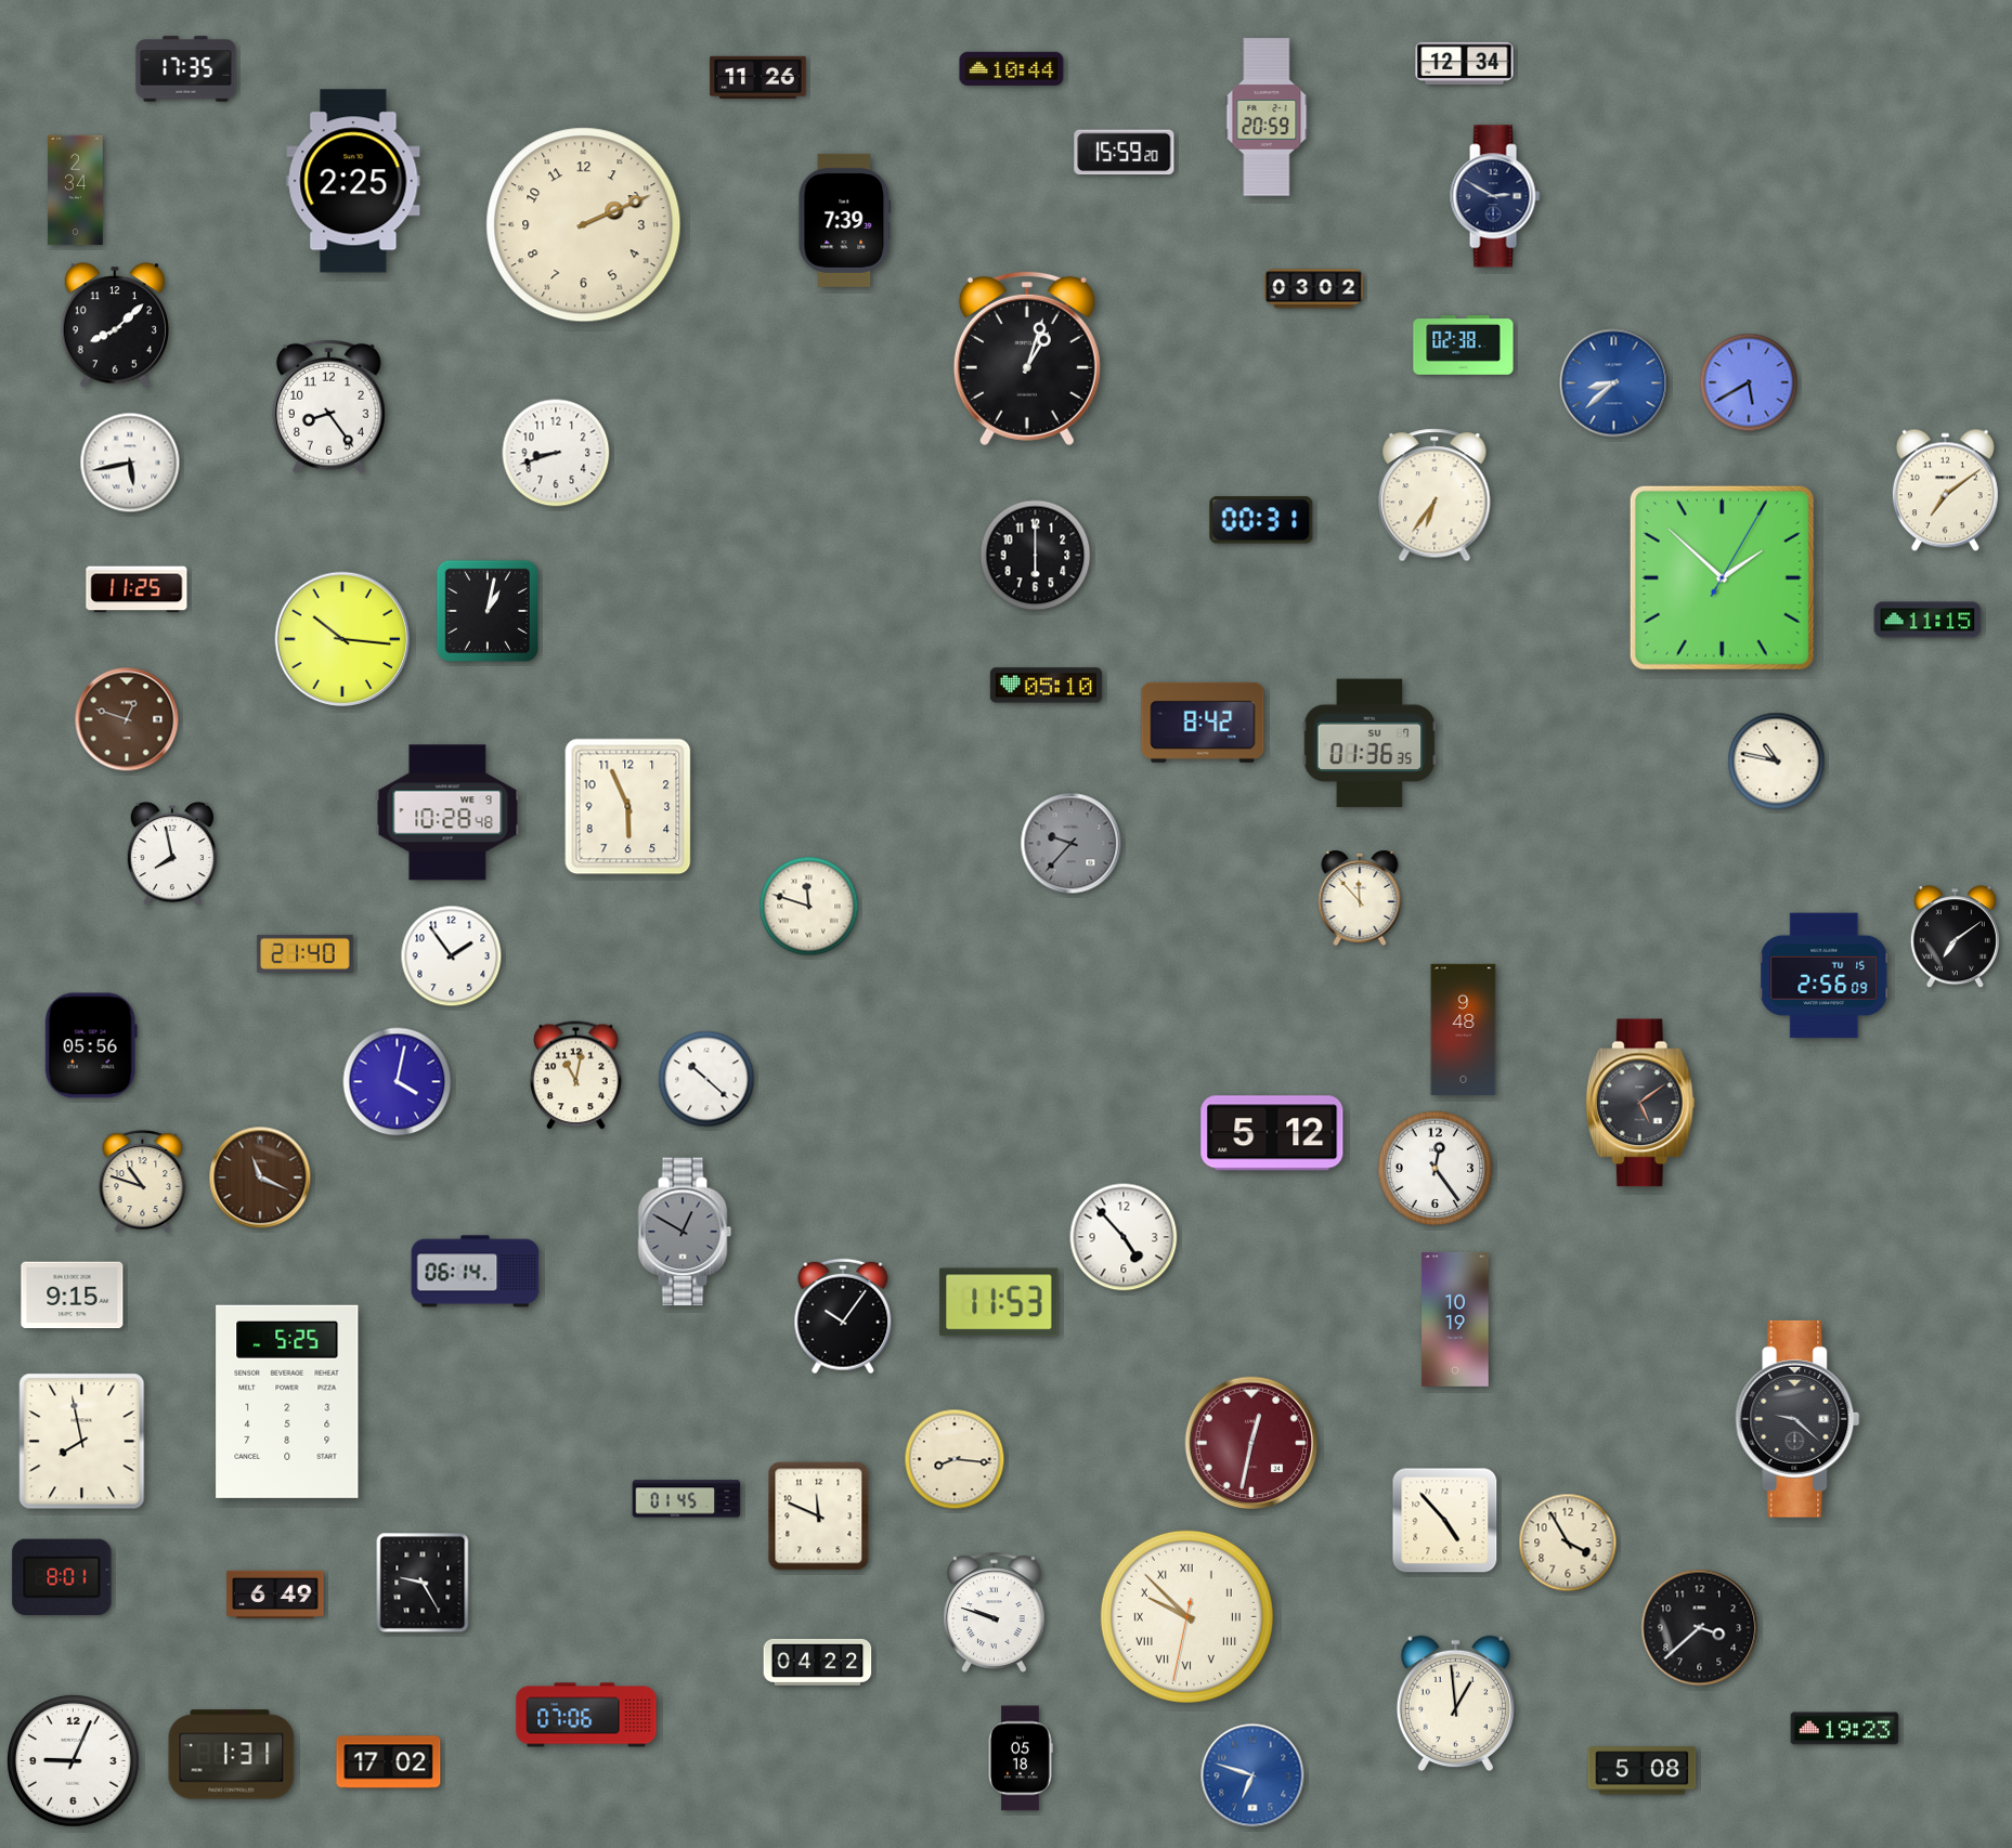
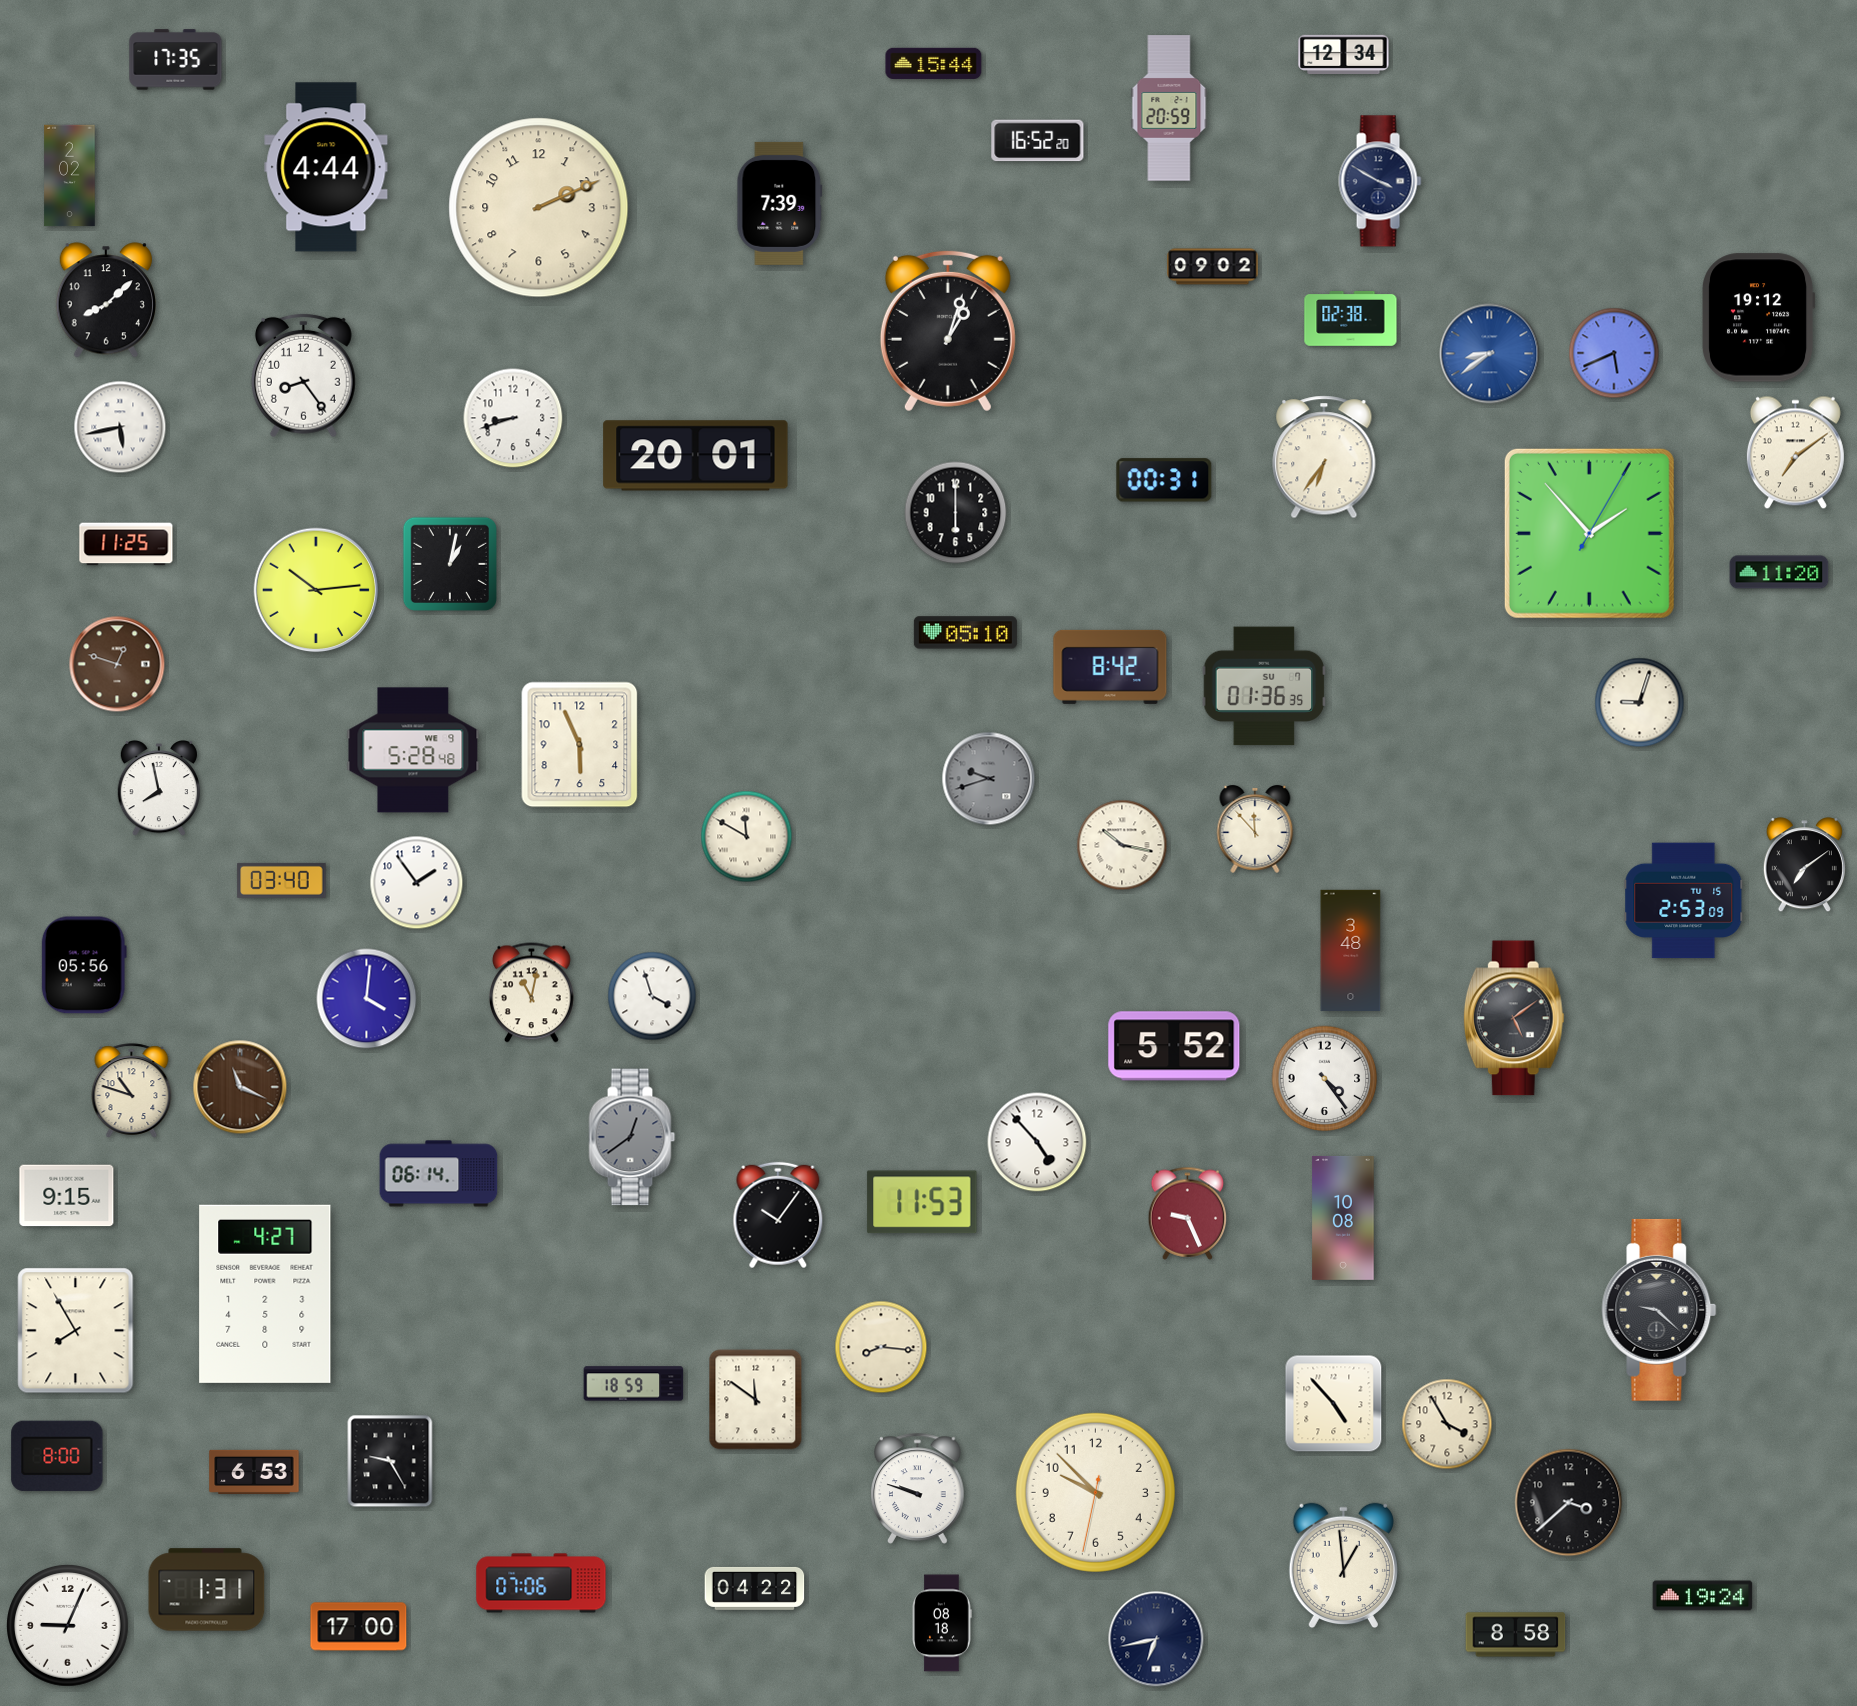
clock at (1465, 63) position: (1465, 63) -> (1344, 54)
clock at (1012, 68): 10:44 -> 15:44
clock at (186, 69) position: (186, 69) -> (176, 60)
clock at (758, 77): 11:26 -> none
clock at (1125, 153): 15:59 -> 16:52
clock at (353, 181): 2:25 -> 4:44
clock at (76, 191): 2:34 -> 2:02
clock at (1495, 196): 2:50 -> 3:50
clock at (1314, 289): 03:02 -> 09:02
clock at (1758, 318): none -> 19:12
clock at (1749, 382): 5:40 -> 5:41
clock at (1614, 383): 8:38 -> 8:39
clock at (696, 456): none -> 20:01
clock at (1722, 577): 1:52 -> 1:53
clock at (1927, 620): 11:15 -> 11:20
clock at (342, 639): 10:16 -> 10:14
clock at (1777, 762): 10:47 -> 9:03
clock at (447, 812): 10:28 -> 5:28
clock at (1072, 844): 9:37 -> 9:42
clock at (809, 907): 11:48 -> 11:50
clock at (1122, 845): none -> 10:17
clock at (306, 953): 21:40 -> 03:40
clock at (1825, 976): 2:56 -> 2:53
clock at (1464, 1029): 9:48 -> 3:48
clock at (706, 1079): 10:22 -> 3:57
clock at (398, 1082): 4:02 -> 4:01
clock at (1272, 1133): 5:12 -> 5:52
clock at (1436, 1169): 12:24 -> 4:24
clock at (685, 1232): 12:50 -> 12:39
clock at (1188, 1213): none -> 9:26
clock at (1455, 1319): 10:19 -> 10:08
clock at (287, 1402): 5:25 -> 4:27
clock at (82, 1442): 7:58 -> 7:55
clock at (1251, 1443): 12:32 -> none
clock at (687, 1499): 01:45 -> 18:59
clock at (819, 1517): 11:49 -> 11:51
clock at (62, 1577): 8:01 -> 8:00
clock at (275, 1595): 6:49 -> 6:53
clock at (1186, 1616) numerals: Roman -> Arabic
clock at (818, 1662) position: (818, 1662) -> (755, 1588)
clock at (1455, 1704) position: (1455, 1704) -> (1343, 1566)
clock at (1845, 1729): 19:23 -> 19:24
clock at (232, 1755) position: (232, 1755) -> (207, 1590)
clock at (1021, 1758): 05:18 -> 08:18
clock at (389, 1762): 17:02 -> 17:00
clock at (1643, 1771): 5:08 -> 8:58
clock at (1252, 1775): 6:48 -> 6:43
clock at (1252, 1775) dial: blue -> navy
